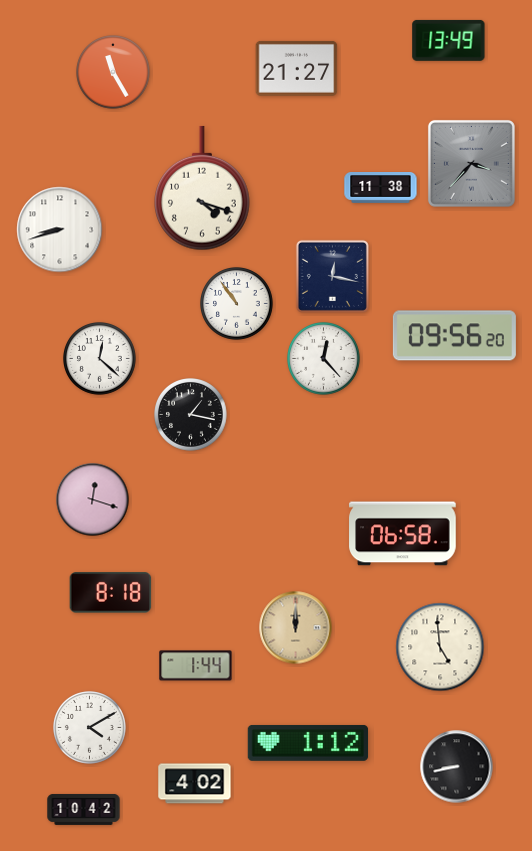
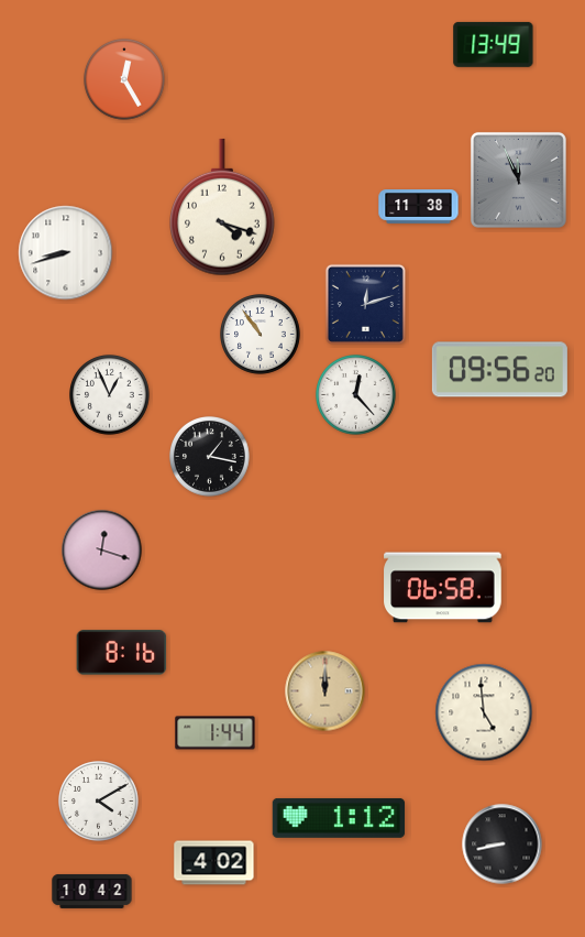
clock at (297, 68): 21:27 -> none
clock at (114, 72): 11:25 -> 12:25
clock at (471, 163): 3:37 -> 11:56
clock at (332, 276): 12:17 -> 12:12
clock at (100, 359): 12:22 -> 12:56
clock at (111, 593): 8:18 -> 8:16
